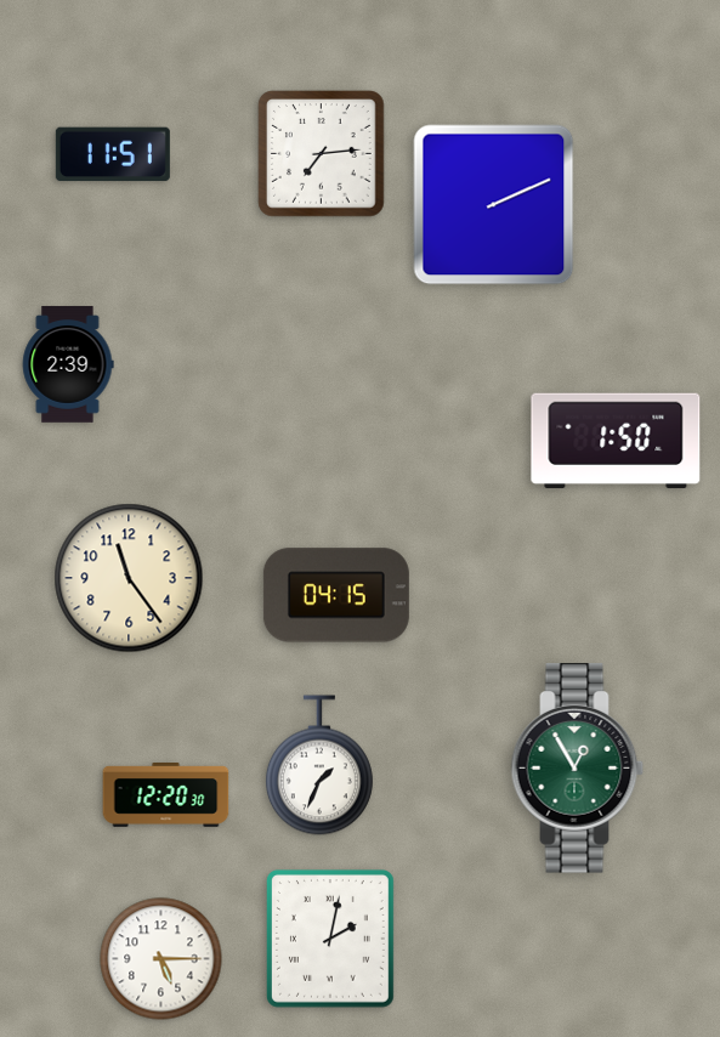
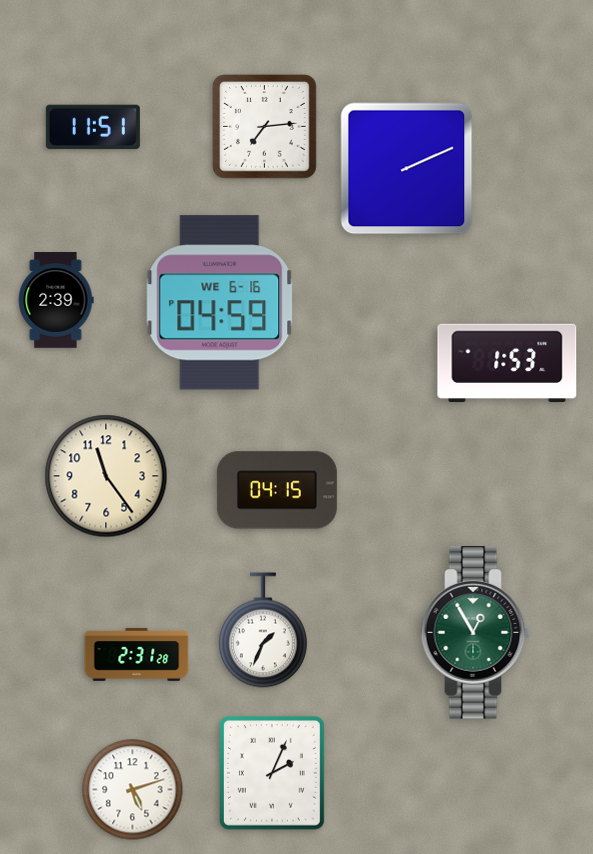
clock at (220, 303): none -> 04:59
clock at (616, 441): 1:50 -> 1:53
clock at (166, 795): 12:20 -> 2:31
clock at (330, 939): 2:02 -> 2:04
clock at (161, 959): 5:15 -> 5:12
